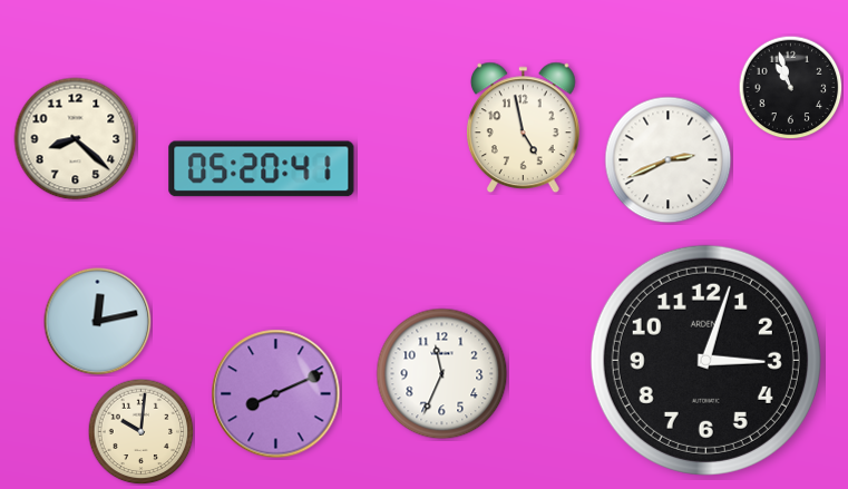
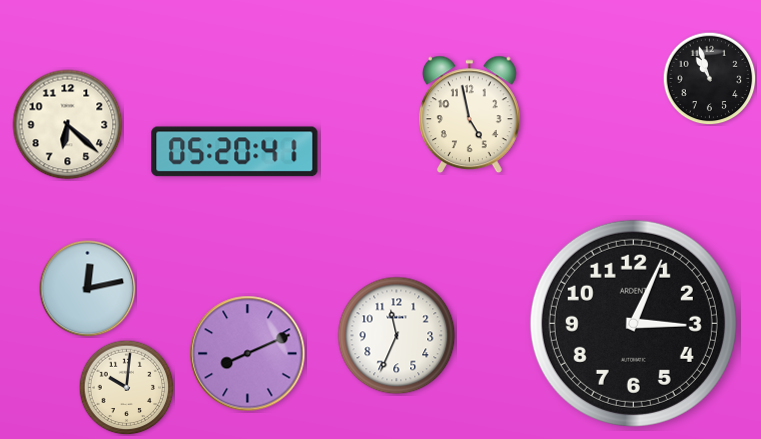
clock at (76, 139): 8:22 -> 6:22
clock at (669, 160): 2:41 -> none
clock at (705, 360): 3:03 -> 3:04
